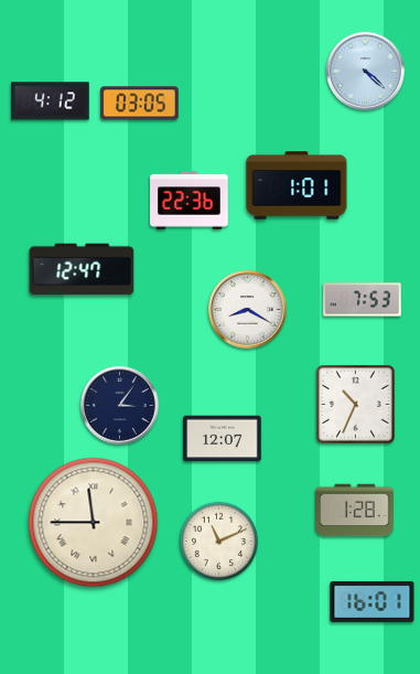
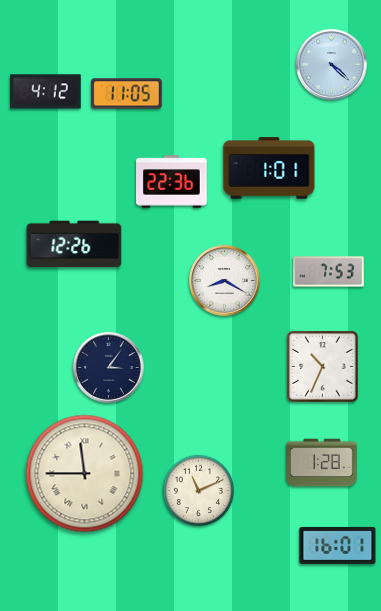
clock at (140, 104): 03:05 -> 11:05
clock at (82, 269): 12:47 -> 12:26
clock at (223, 439): 12:07 -> none
